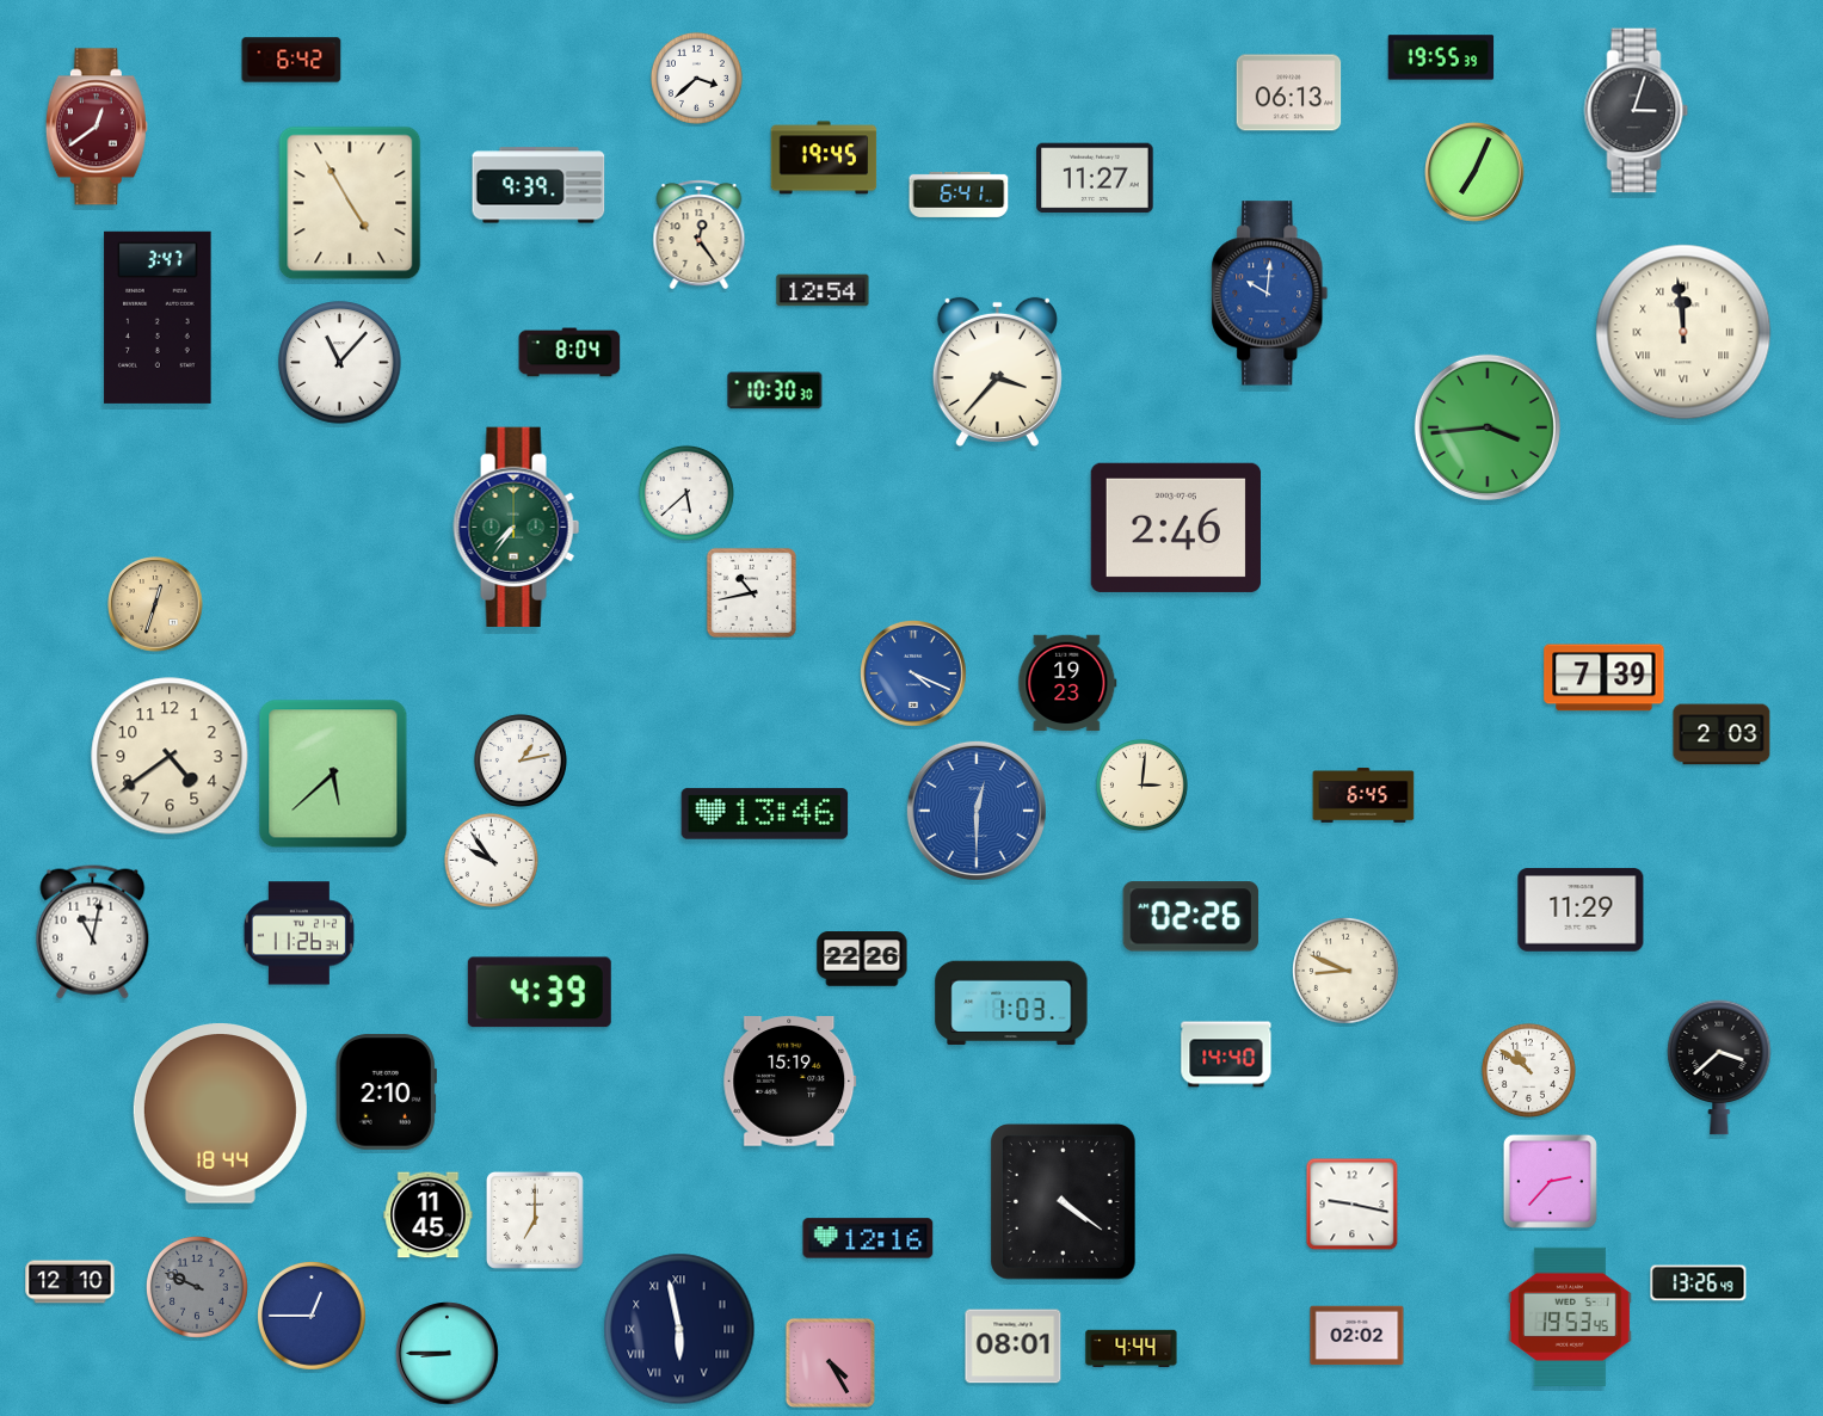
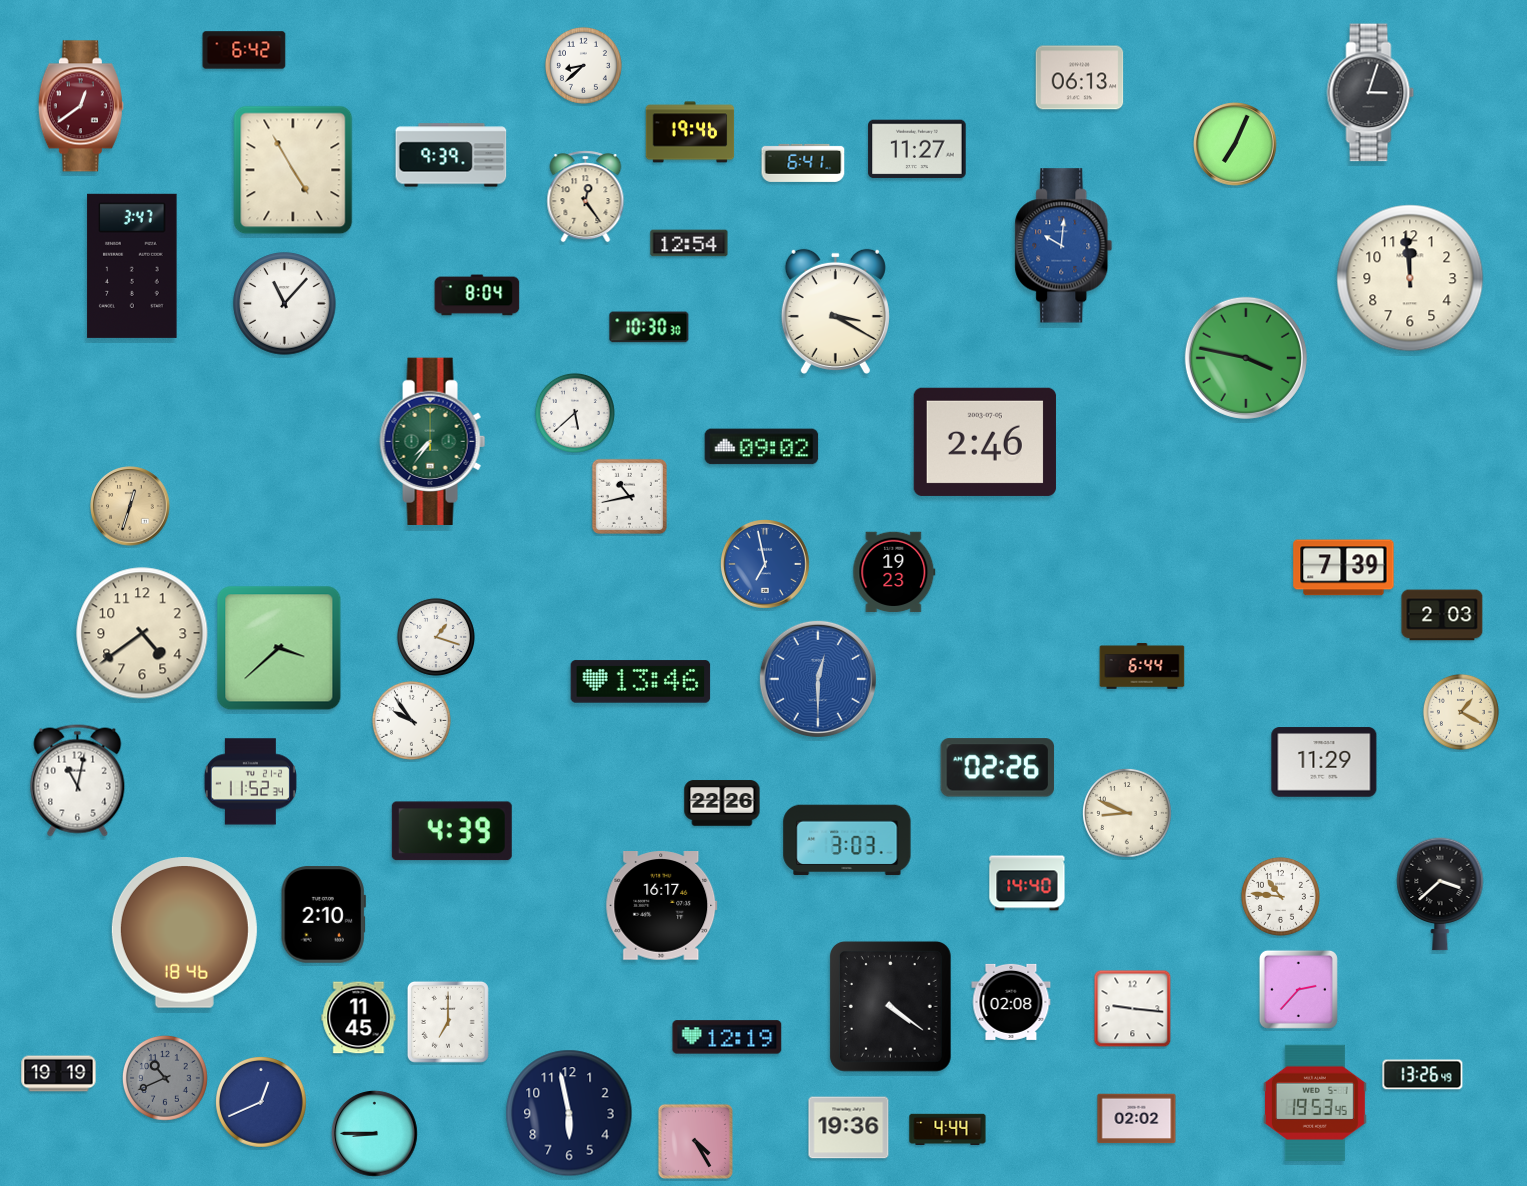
clock at (1441, 57): 19:55 -> none
clock at (696, 78): 3:38 -> 8:38
clock at (824, 158): 19:45 -> 19:46
clock at (1683, 332) numerals: Roman -> Arabic
clock at (997, 371): 3:37 -> 3:20
clock at (1488, 427): 3:44 -> 3:47
clock at (762, 447): none -> 09:02
clock at (914, 675): 4:19 -> 6:58
clock at (521, 761): 1:13 -> 1:18
clock at (333, 774): 5:38 -> 3:38
clock at (1141, 784): 3:01 -> none
clock at (1363, 795): 6:45 -> 6:44
clock at (1461, 712): none -> 1:20
clock at (298, 934): 11:26 -> 11:52
clock at (1011, 1003): 1:03 -> 3:03
clock at (1528, 1070): 10:51 -> 10:46
clock at (790, 1082): 15:19 -> 16:17
clock at (220, 1114): 18:44 -> 18:46
clock at (1011, 1002): none -> 02:08
clock at (1353, 1205): 9:17 -> 9:16
clock at (868, 1238): 12:16 -> 12:19
clock at (70, 1282): 12:10 -> 19:19
clock at (197, 1287): 9:49 -> 10:41
clock at (313, 1317): 12:45 -> 12:41
clock at (679, 1329) numerals: Roman -> Arabic
clock at (1014, 1347): 08:01 -> 19:36
